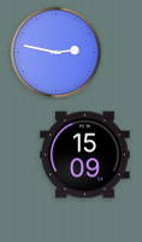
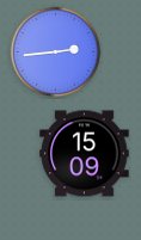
clock at (57, 53): 2:47 -> 2:44
